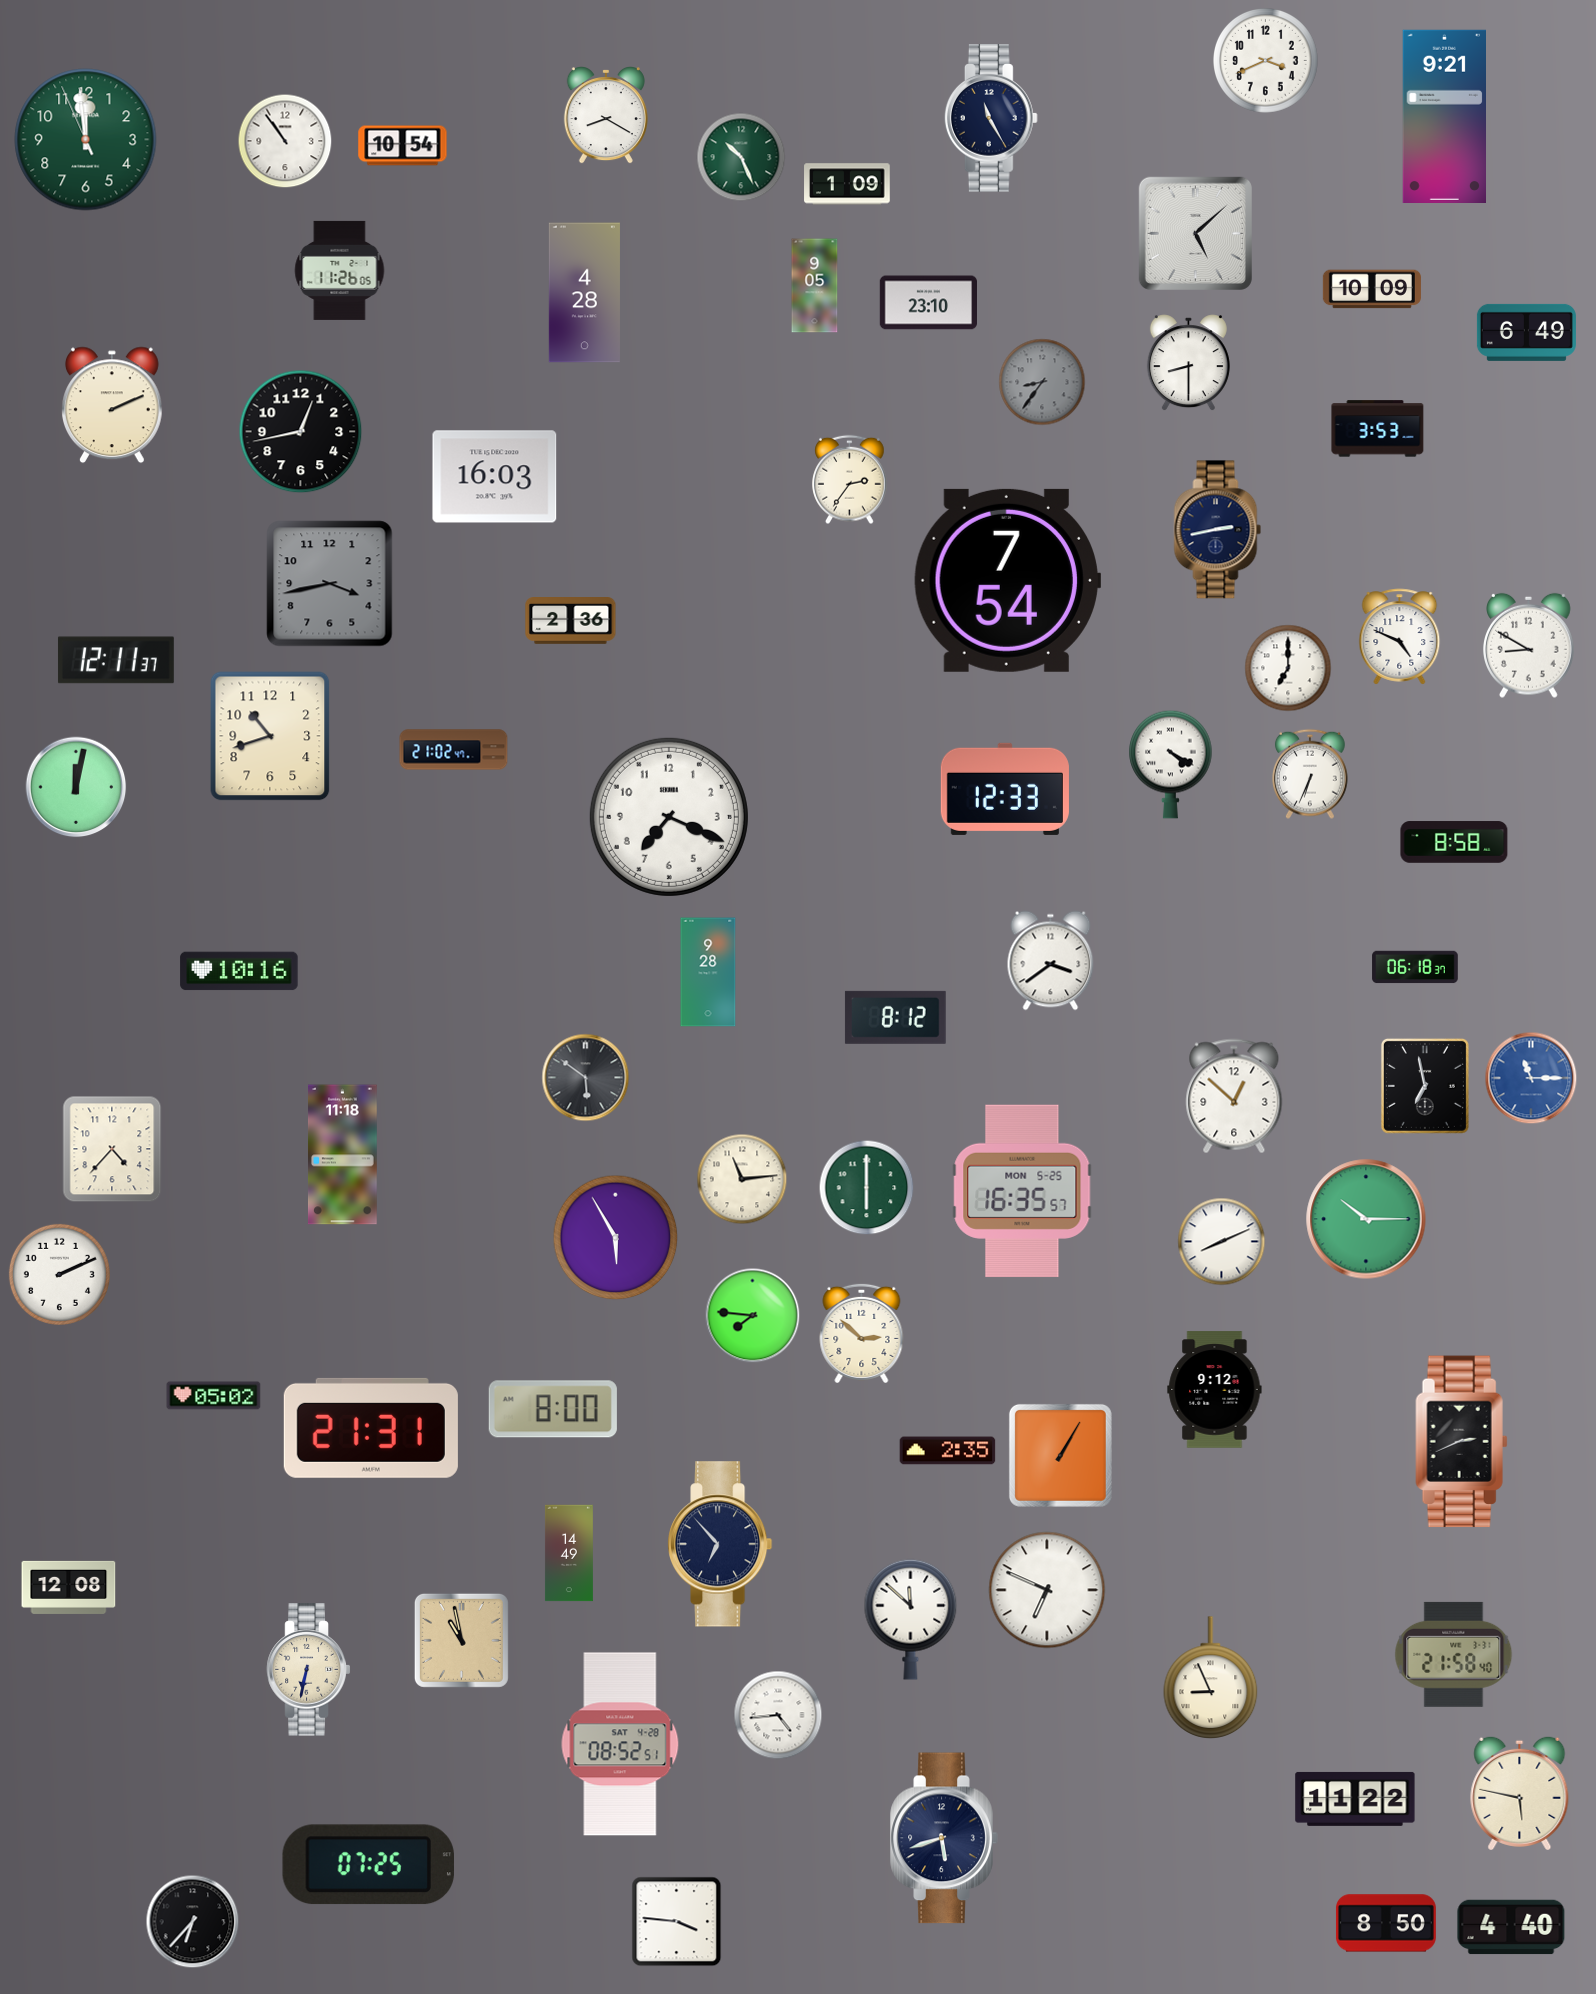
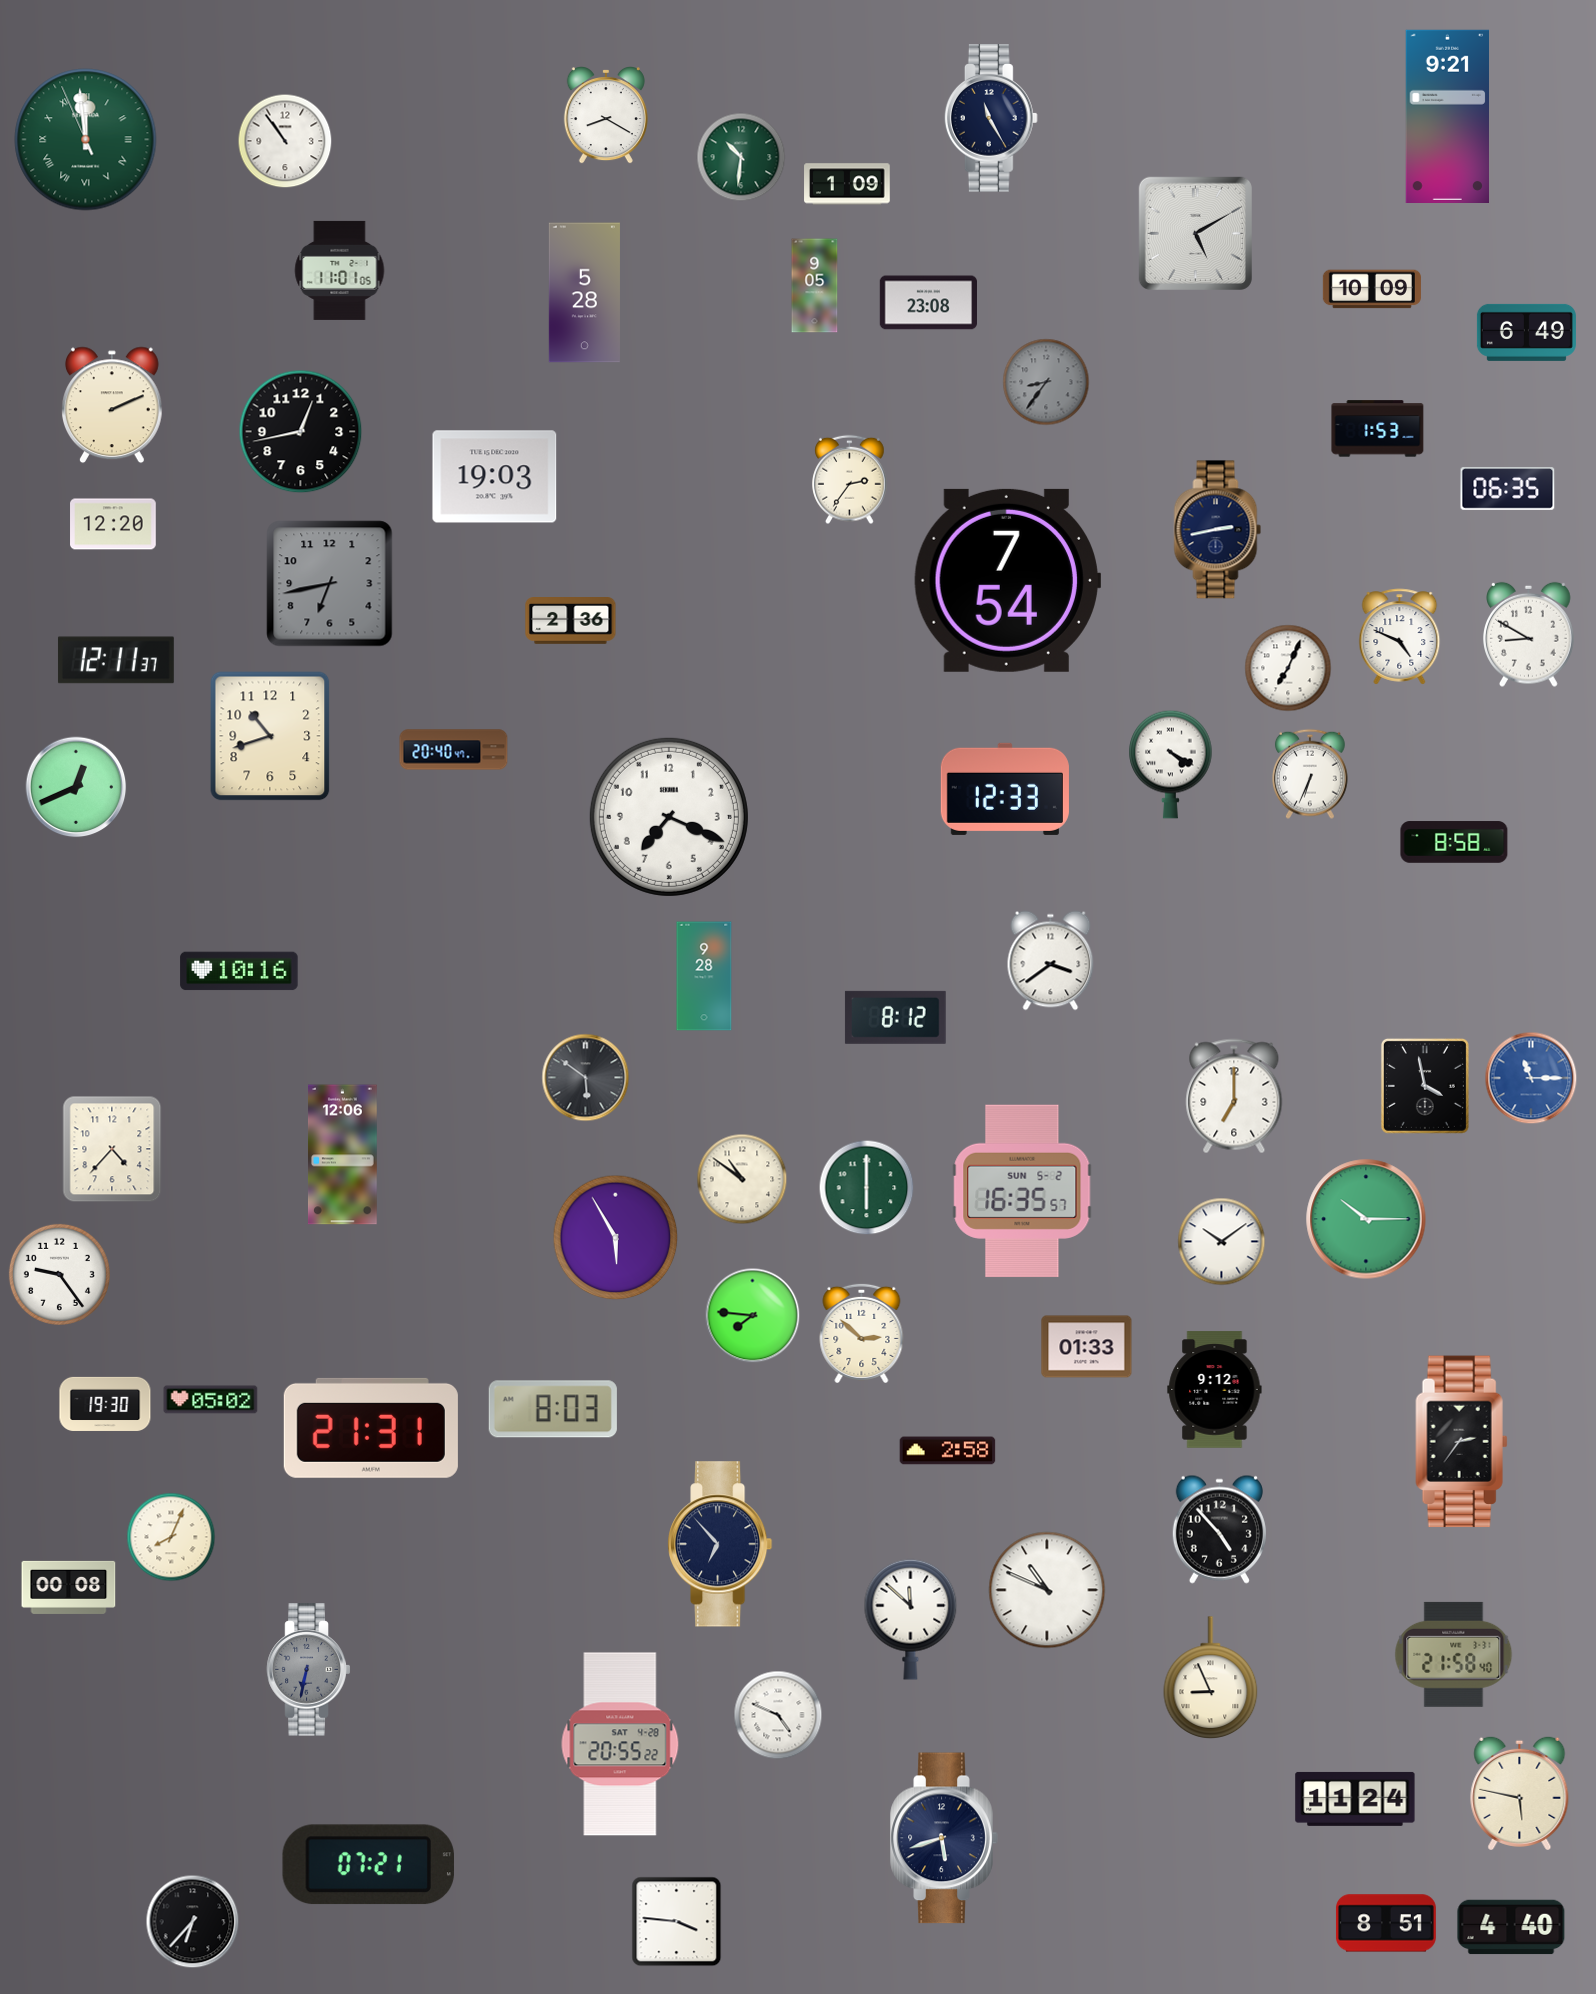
clock at (1266, 61): 3:41 -> none
clock at (1444, 116) position: (1444, 116) -> (1447, 116)
clock at (86, 140) numerals: Arabic -> Roman
clock at (403, 146): 10:54 -> none
clock at (741, 157): 10:26 -> 10:31
clock at (1195, 233): 5:08 -> 5:10
clock at (340, 270): 11:26 -> 11:01
clock at (584, 293): 4:28 -> 5:28
clock at (928, 303): 23:10 -> 23:08
clock at (1188, 363): 8:30 -> none
clock at (1042, 382) position: (1042, 382) -> (1046, 382)
clock at (1378, 429): 3:53 -> 1:53
clock at (495, 477): 16:03 -> 19:03
clock at (1508, 489): none -> 06:35
clock at (113, 524): none -> 12:20
clock at (330, 584): 3:43 -> 6:43
clock at (1529, 645) position: (1529, 645) -> (1529, 634)
clock at (1288, 668): 7:00 -> 7:04
clock at (454, 750): 21:02 -> 20:40
clock at (76, 787): 12:02 -> 12:41
clock at (1415, 967): 06:18 -> none
clock at (708, 972) position: (708, 972) -> (704, 976)
clock at (1425, 1086): 6:58 -> 3:58
clock at (1234, 1096): 12:52 -> 7:00
clock at (343, 1155): 11:18 -> 12:06
clock at (742, 1179): 11:14 -> 10:51
clock at (1022, 1191) date: MON 5-25 -> SUN 5-2
clock at (1222, 1242): 8:11 -> 10:09
clock at (59, 1274): 2:11 -> 9:24
clock at (1087, 1347): none -> 01:33
clock at (214, 1396) position: (214, 1396) -> (211, 1400)
clock at (105, 1404): none -> 19:30
clock at (553, 1409): 8:00 -> 8:03
clock at (1462, 1442): 2:41 -> 2:36
clock at (948, 1451): 2:35 -> 2:58
clock at (1060, 1455): 1:05 -> none
clock at (1219, 1529): none -> 4:53
clock at (171, 1537): none -> 8:04
clock at (569, 1553): 14:49 -> none
clock at (69, 1587): 12:08 -> 00:08
clock at (1047, 1590): 6:49 -> 10:49
clock at (461, 1640): 10:58 -> none
clock at (309, 1670) dial: cream -> grey
clock at (778, 1715): 4:44 -> 4:49
clock at (620, 1744): 08:52 -> 20:55
clock at (1355, 1799): 11:22 -> 11:24
clock at (368, 1865): 07:25 -> 07:21
clock at (1386, 1923): 8:50 -> 8:51
